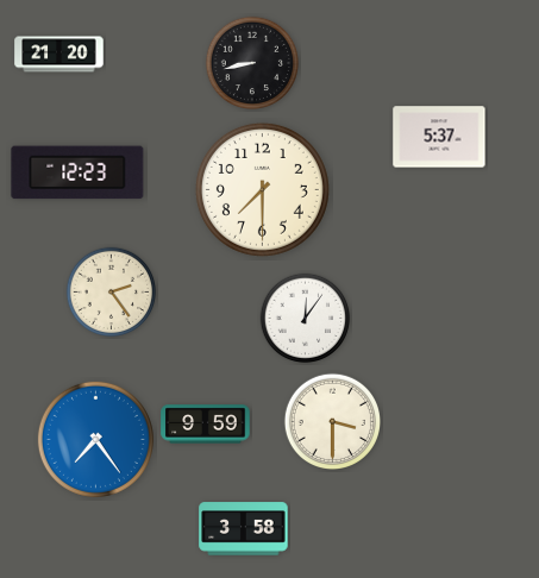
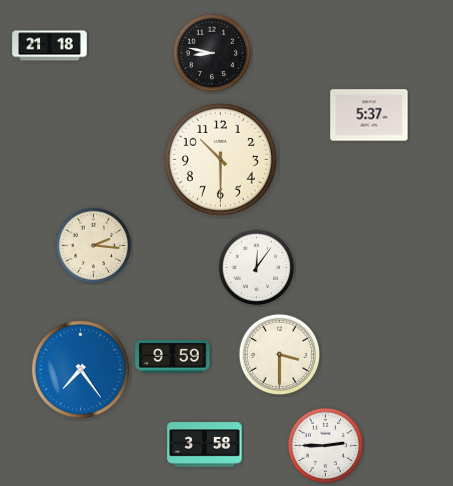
clock at (59, 55): 21:20 -> 21:18
clock at (252, 63): 8:43 -> 8:47
clock at (77, 172): 12:23 -> none
clock at (262, 189): 7:30 -> 10:30
clock at (112, 293): 2:24 -> 2:16
clock at (326, 446): none -> 2:45
